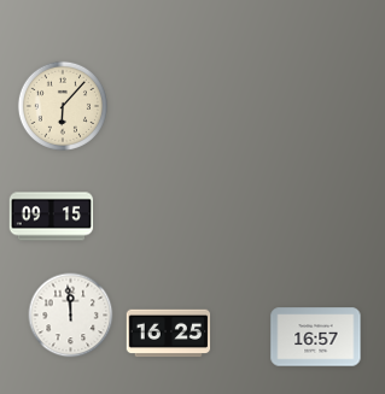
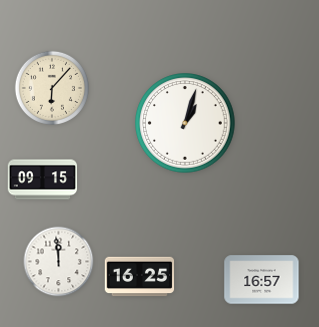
clock at (185, 123): none -> 1:03
